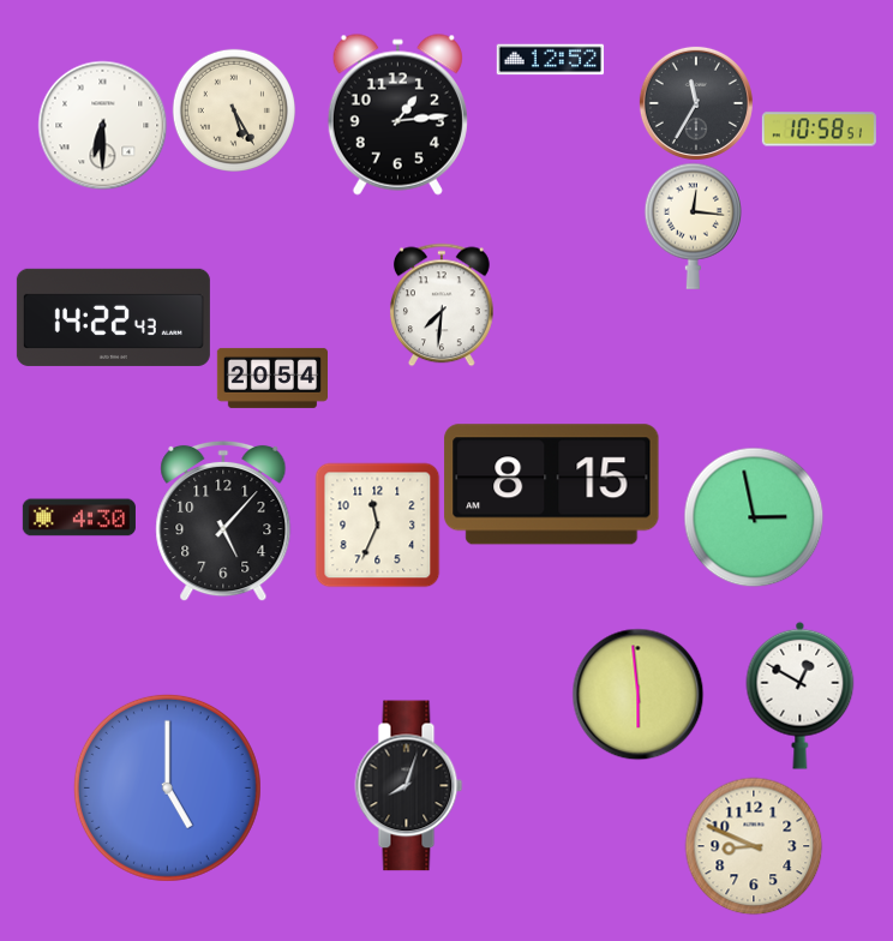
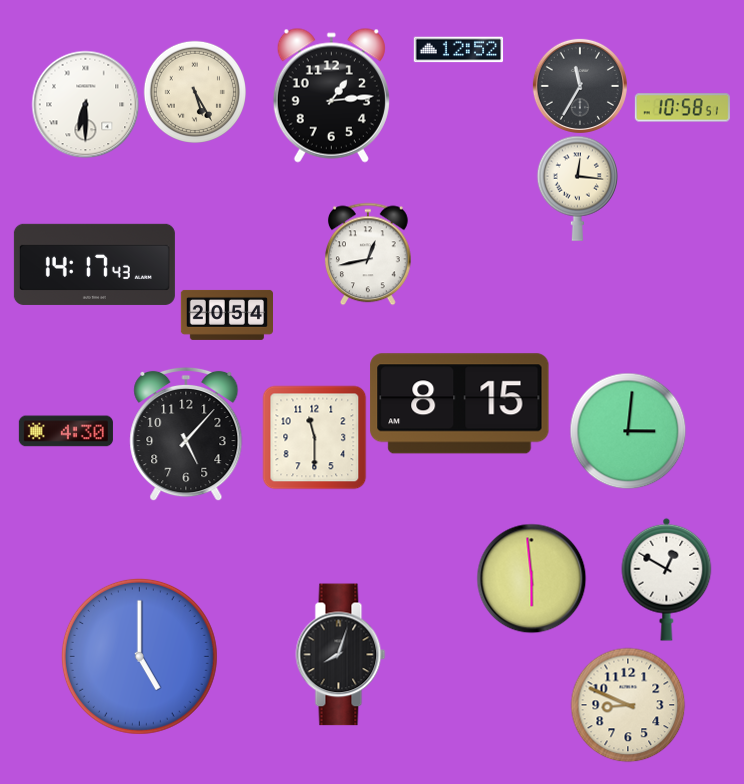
clock at (442, 305): 7:31 -> 12:43
clock at (113, 317): 14:22 -> 14:17
clock at (754, 517): 2:58 -> 3:01
clock at (377, 525): 11:34 -> 11:30
